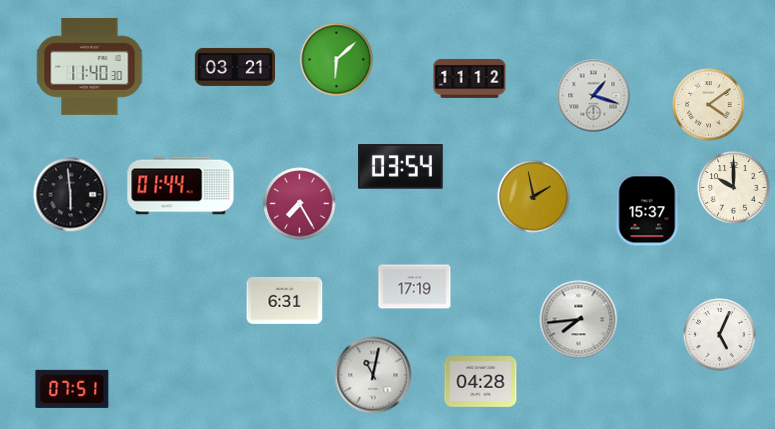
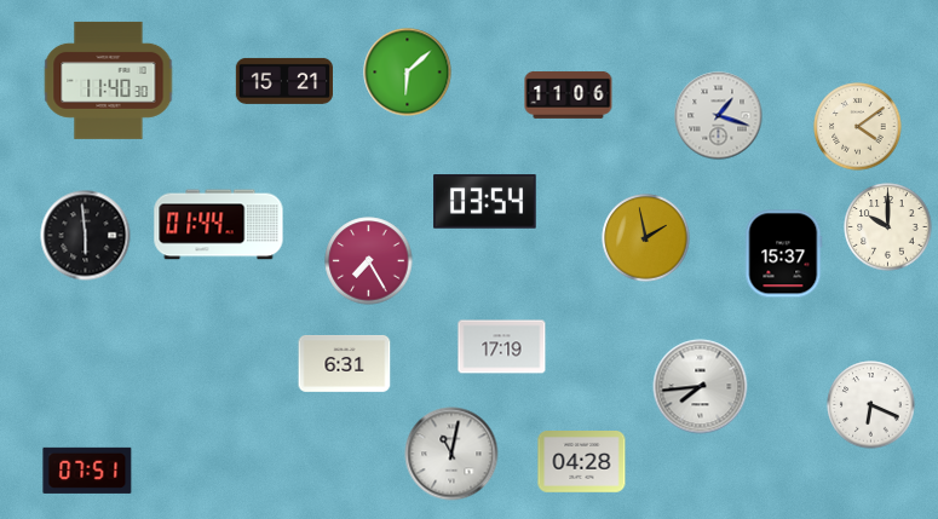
clock at (234, 67): 03:21 -> 15:21
clock at (470, 78): 11:12 -> 11:06
clock at (300, 204) position: (300, 204) -> (369, 261)
clock at (720, 335): 5:04 -> 6:19
